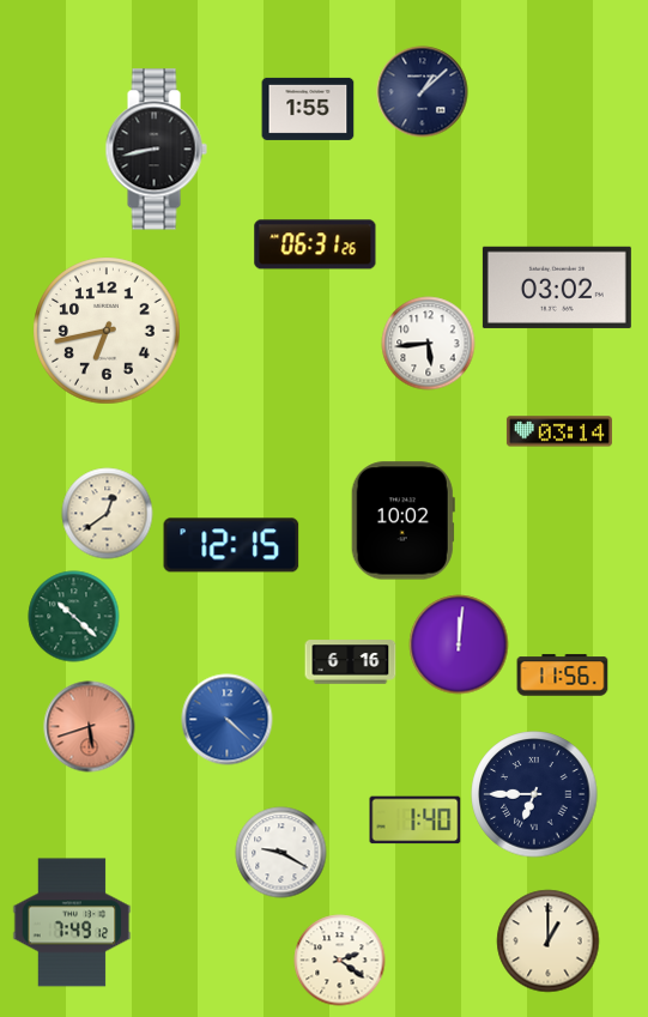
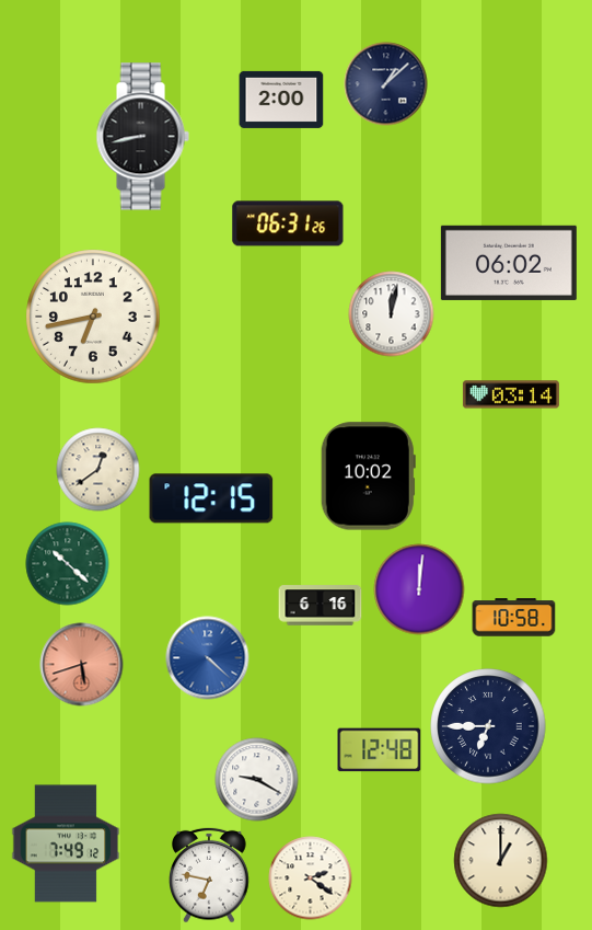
clock at (308, 109): 1:55 -> 2:00
clock at (557, 287): 03:02 -> 06:02
clock at (107, 331) position: (107, 331) -> (93, 317)
clock at (429, 344): 5:44 -> 12:02
clock at (563, 676): 11:56 -> 10:58
clock at (416, 821): 1:40 -> 12:48
clock at (209, 875): none -> 6:47
